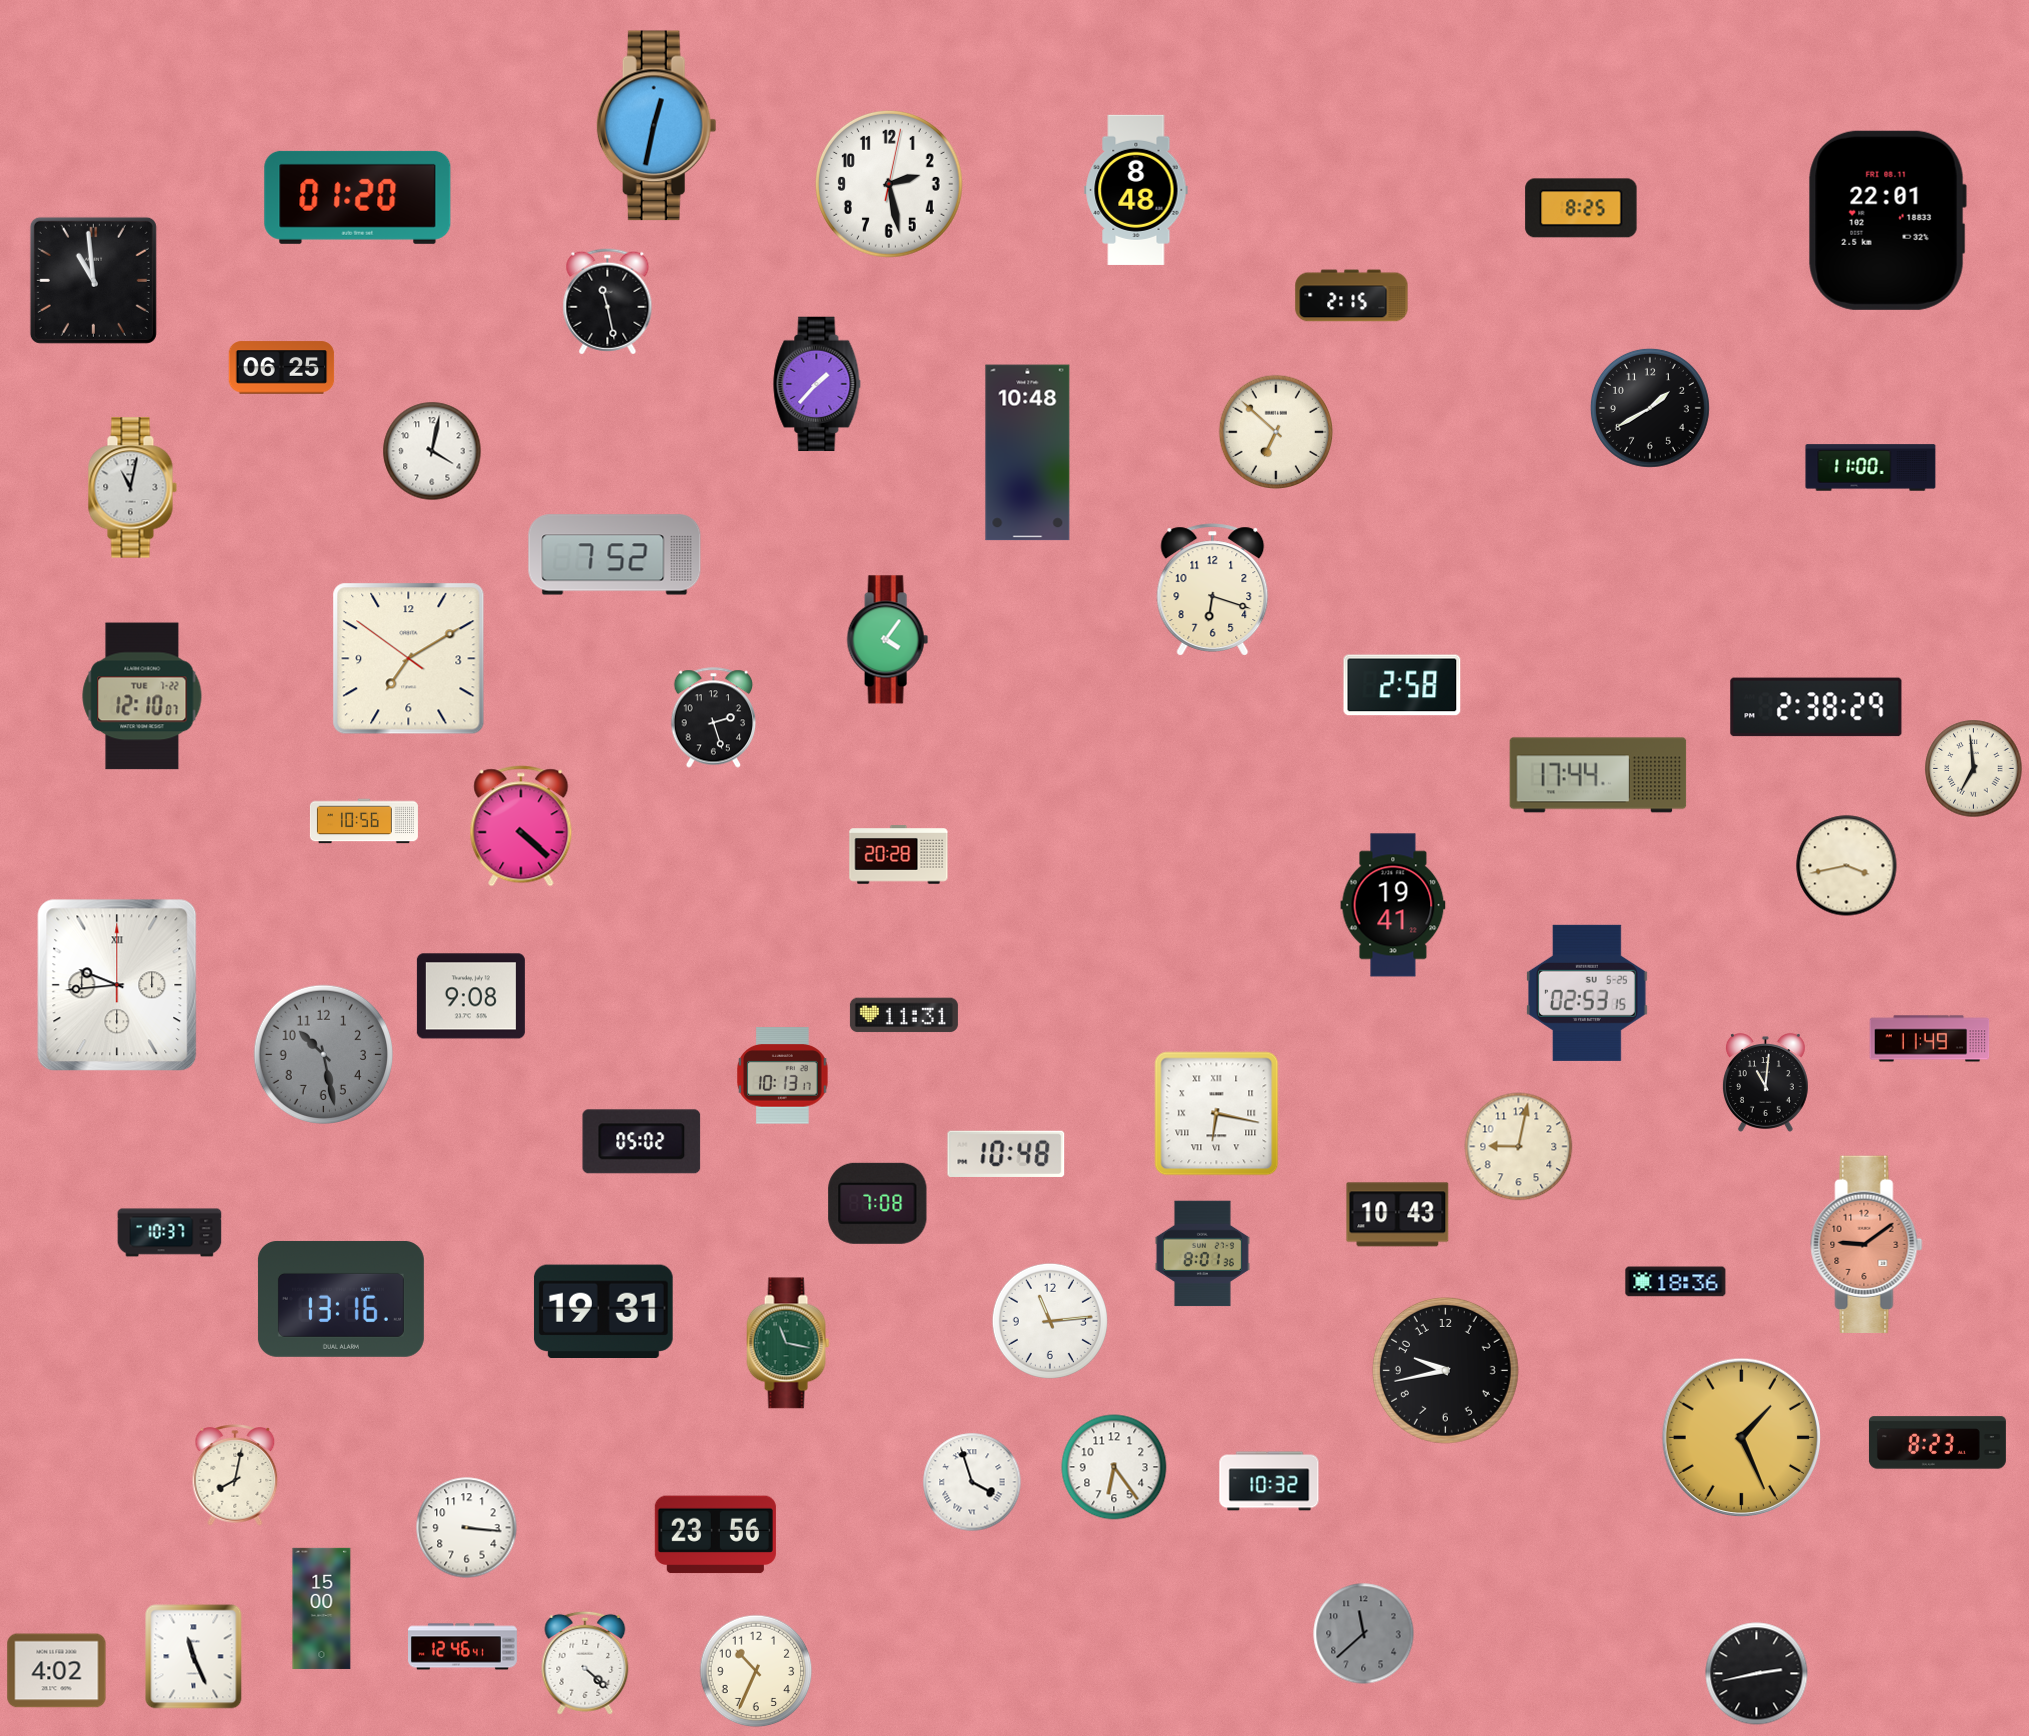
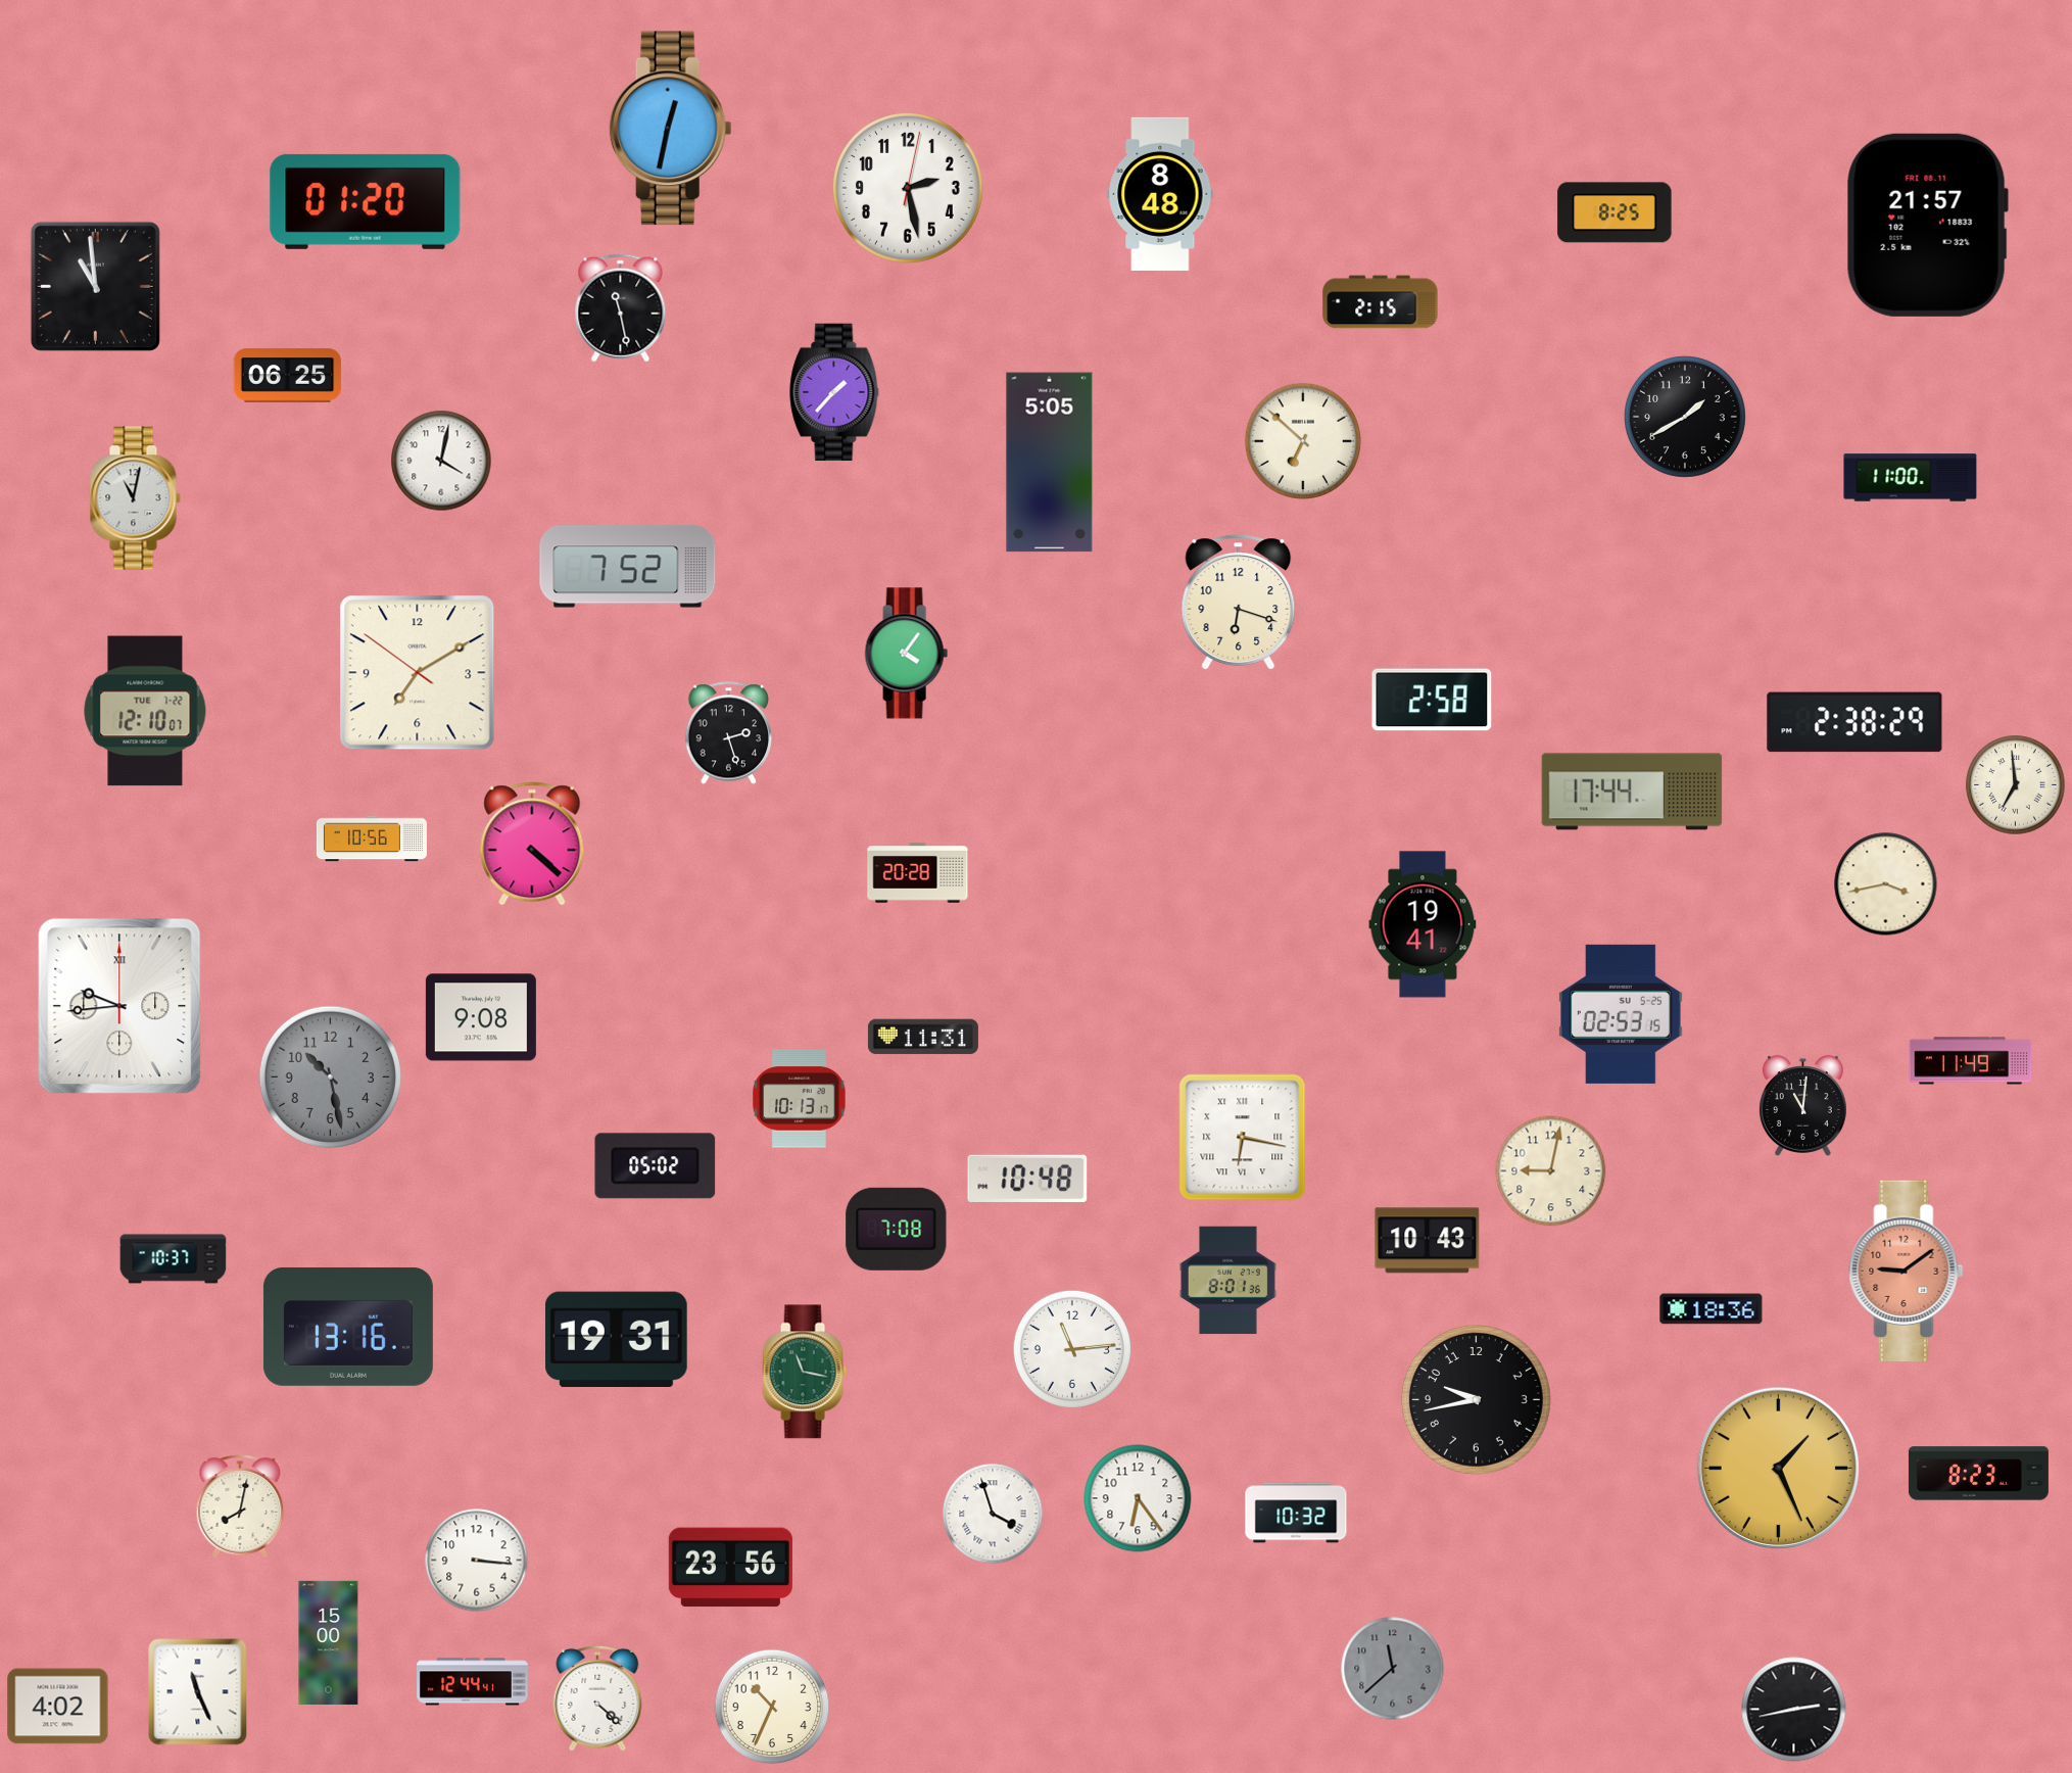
clock at (1887, 220): 22:01 -> 21:57
clock at (1028, 453): 10:48 -> 5:05
clock at (463, 1647): 12:46 -> 12:44
